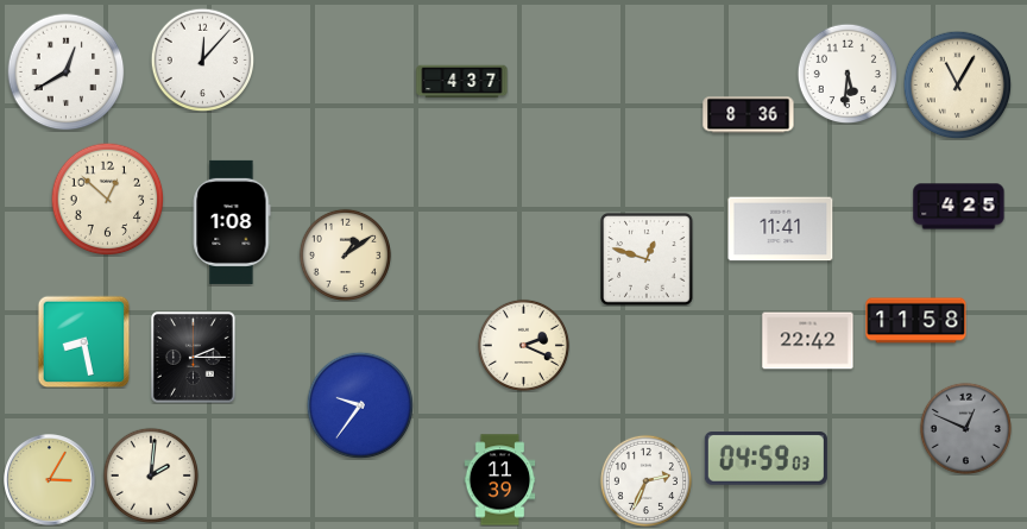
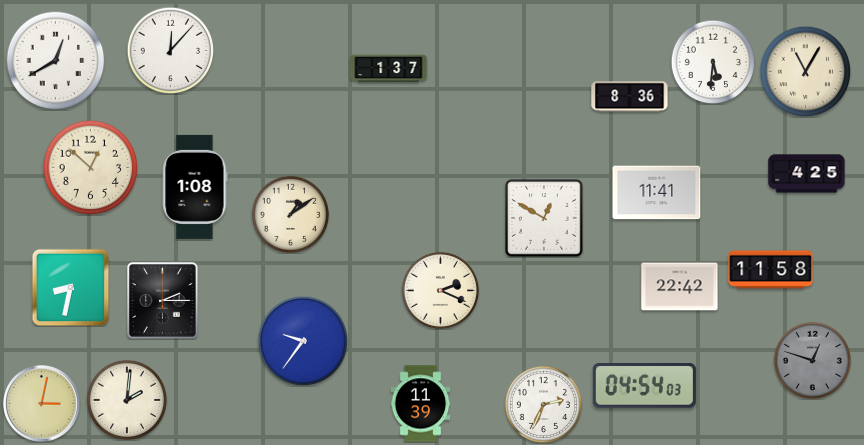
clock at (462, 82): 4:37 -> 1:37
clock at (647, 259): 12:48 -> 12:50
clock at (83, 341): 8:28 -> 8:32
clock at (965, 428): 12:49 -> 12:48
clock at (765, 459): 04:59 -> 04:54
clock at (50, 480): 3:05 -> 3:02
